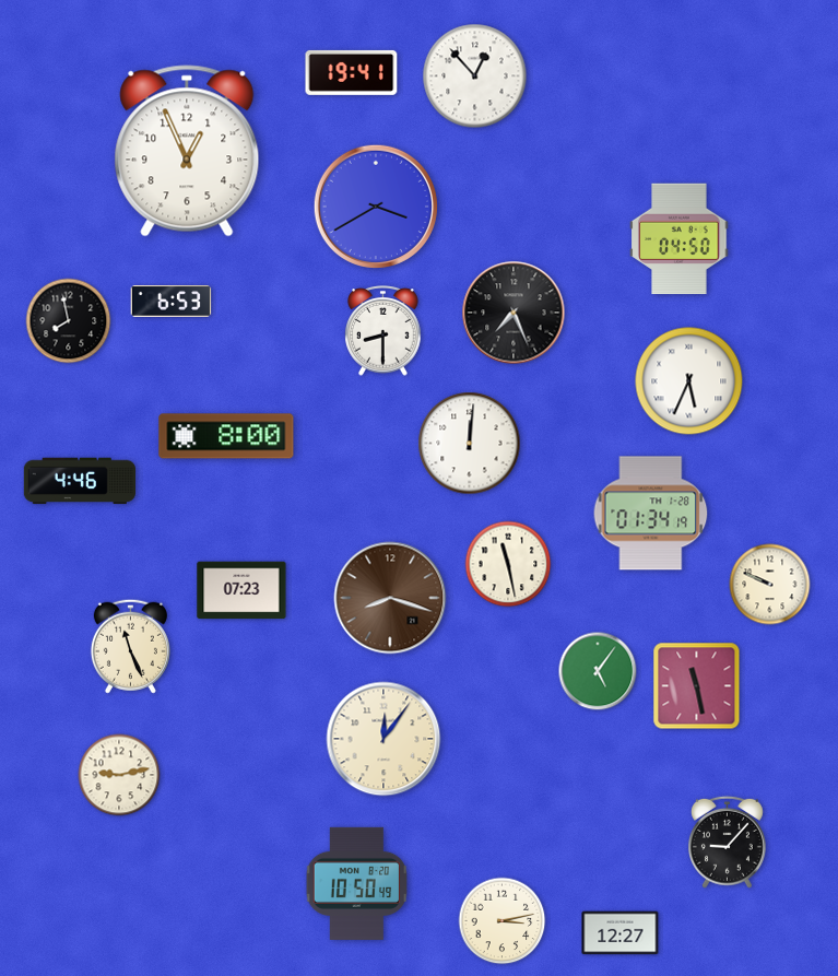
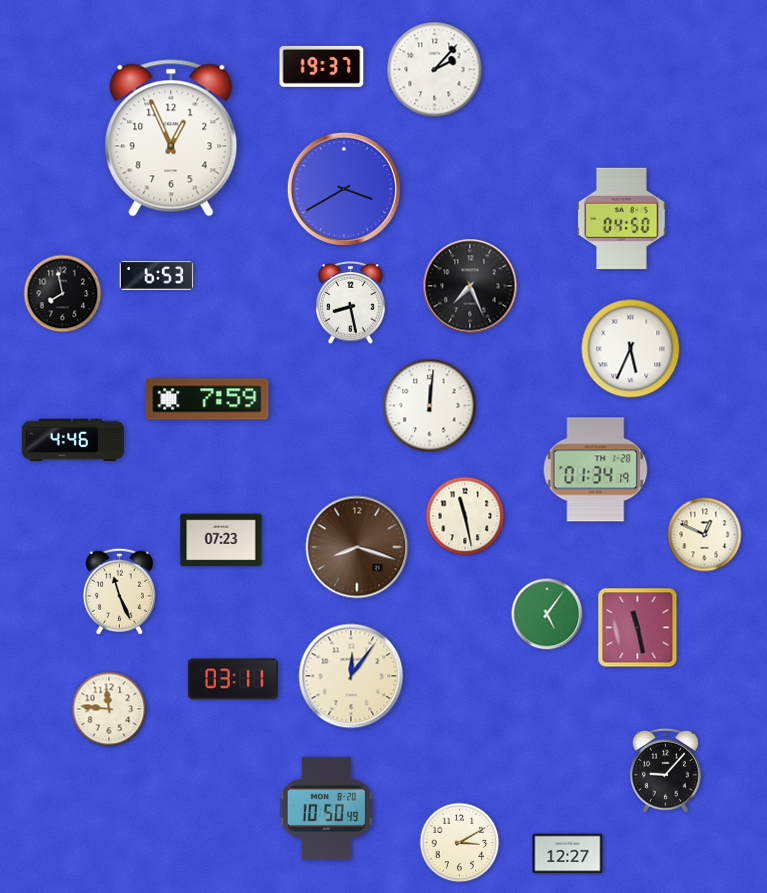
clock at (352, 72): 19:41 -> 19:37
clock at (475, 77): 12:53 -> 2:07
clock at (383, 331): 8:30 -> 8:28
clock at (226, 436): 8:00 -> 7:59
clock at (770, 585): 9:49 -> 12:49
clock at (233, 679): none -> 03:11
clock at (119, 775): 9:13 -> 11:46
clock at (503, 921): 3:13 -> 3:10
